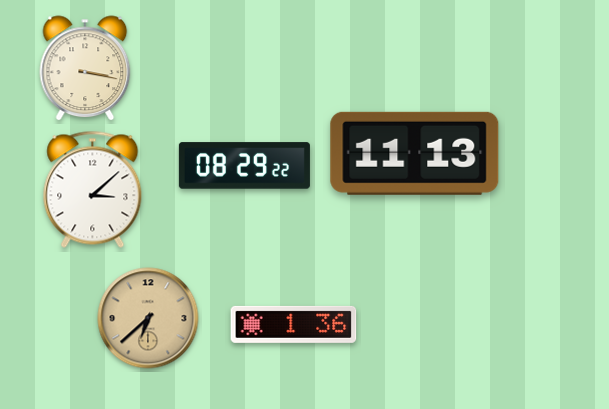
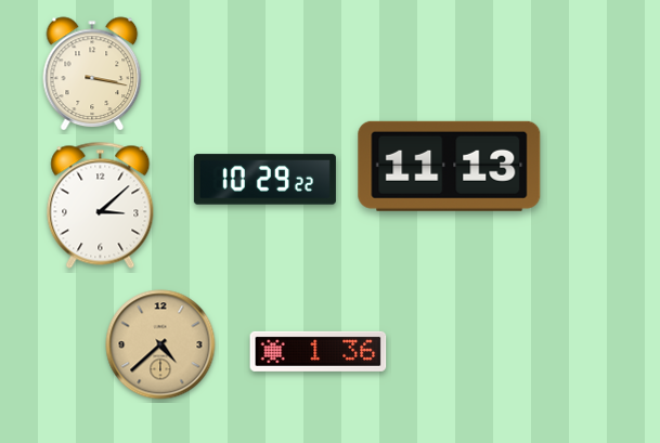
clock at (244, 166): 08:29 -> 10:29
clock at (148, 318): 6:38 -> 4:38
